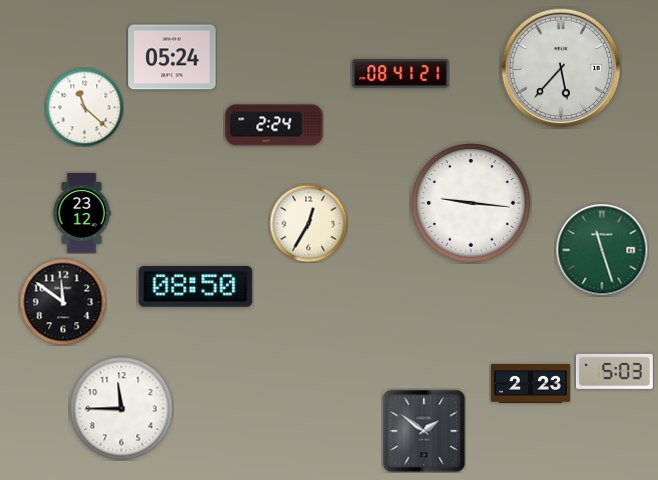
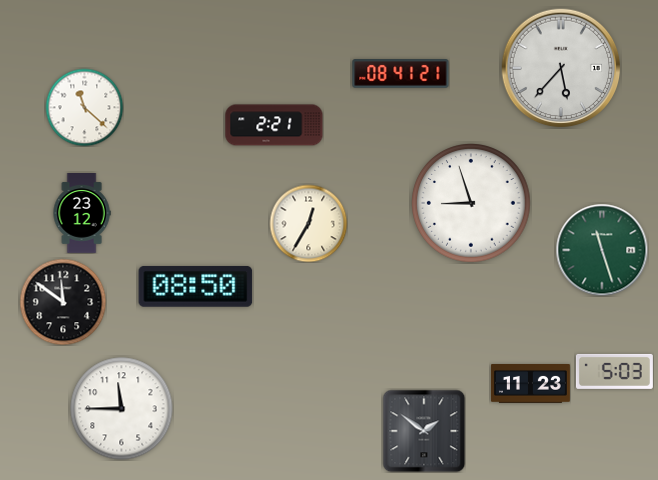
clock at (172, 57): 05:24 -> none
clock at (274, 125): 2:24 -> 2:21
clock at (471, 203): 9:16 -> 8:57
clock at (531, 384): 2:23 -> 11:23
